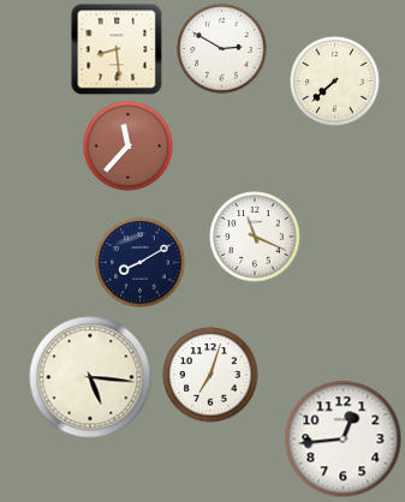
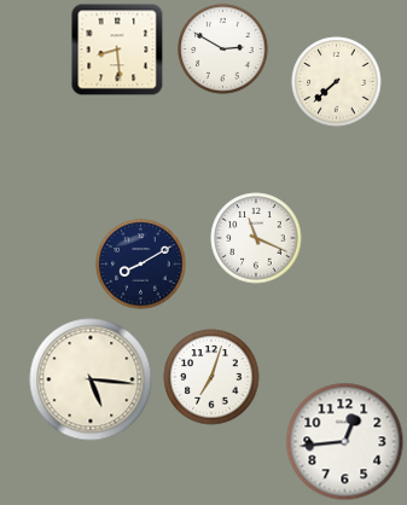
clock at (129, 147): 11:37 -> none
